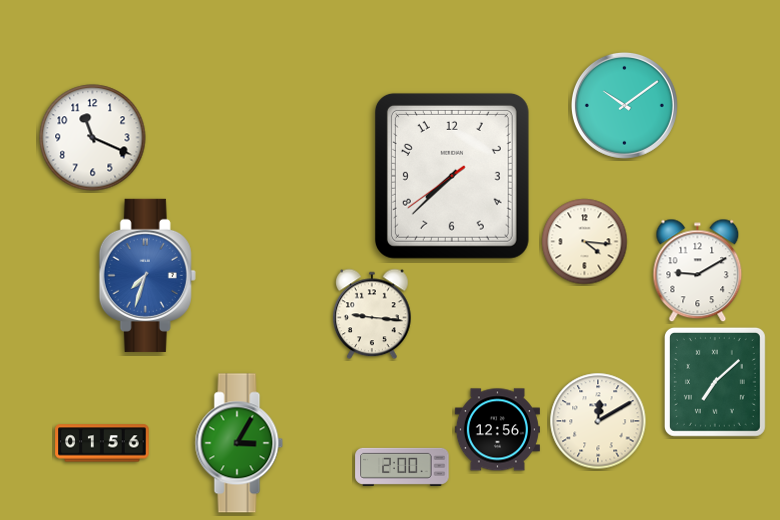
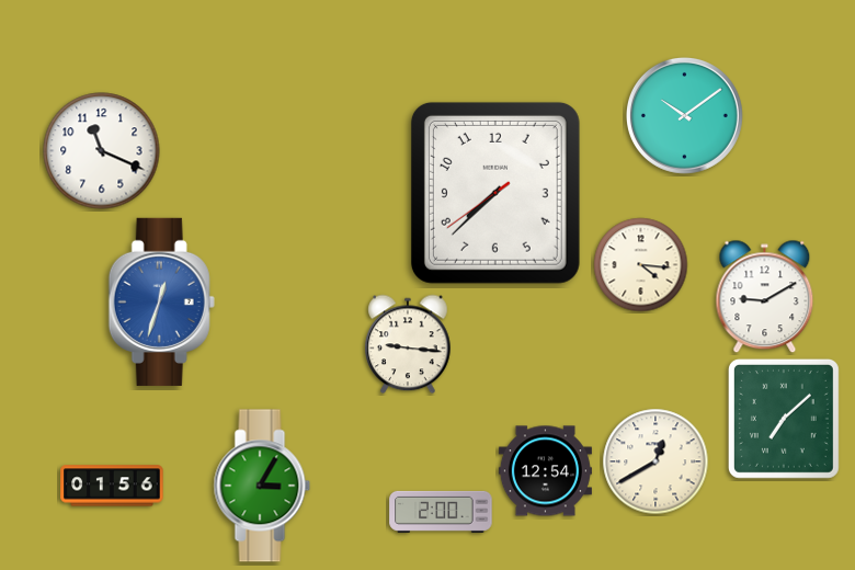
clock at (147, 275): 7:33 -> 12:33
clock at (598, 421): 12:10 -> 12:40
clock at (497, 430): 12:56 -> 12:54
